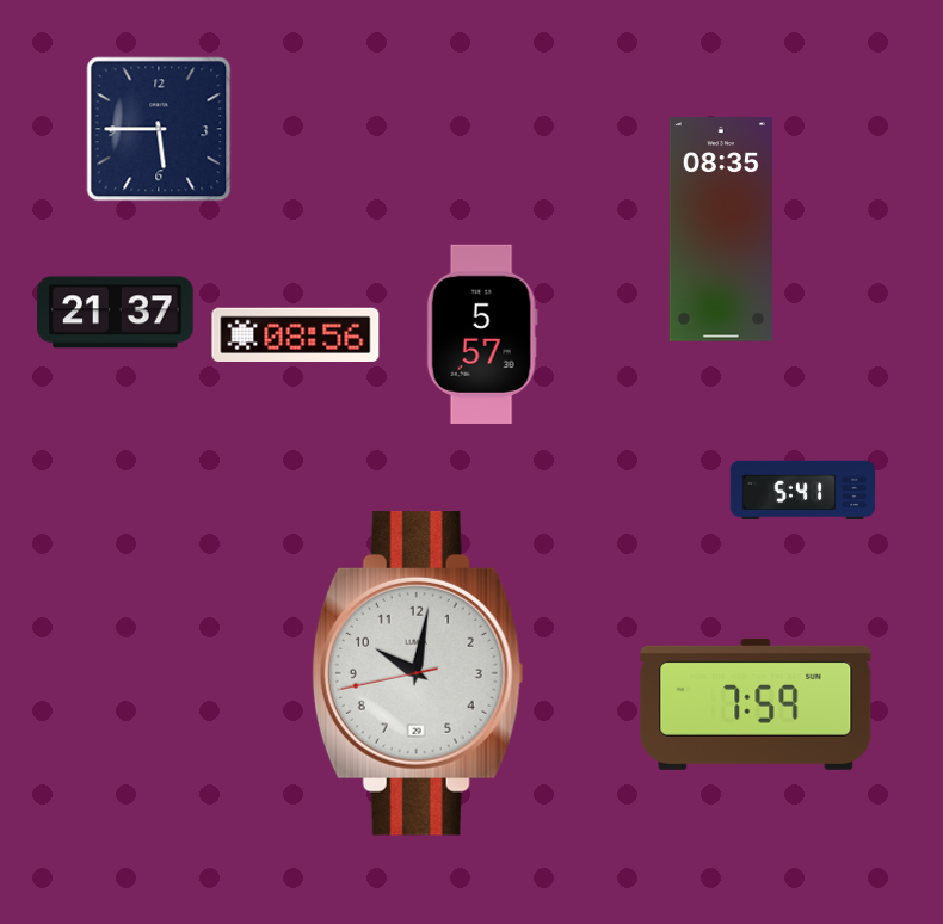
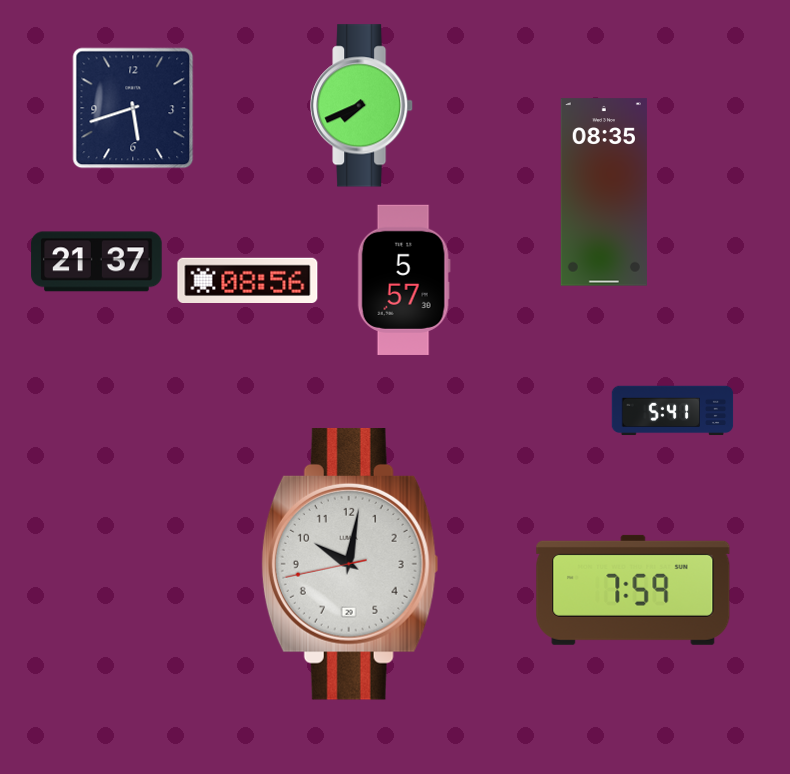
clock at (362, 106): none -> 7:41
clock at (159, 129): 5:45 -> 5:42
